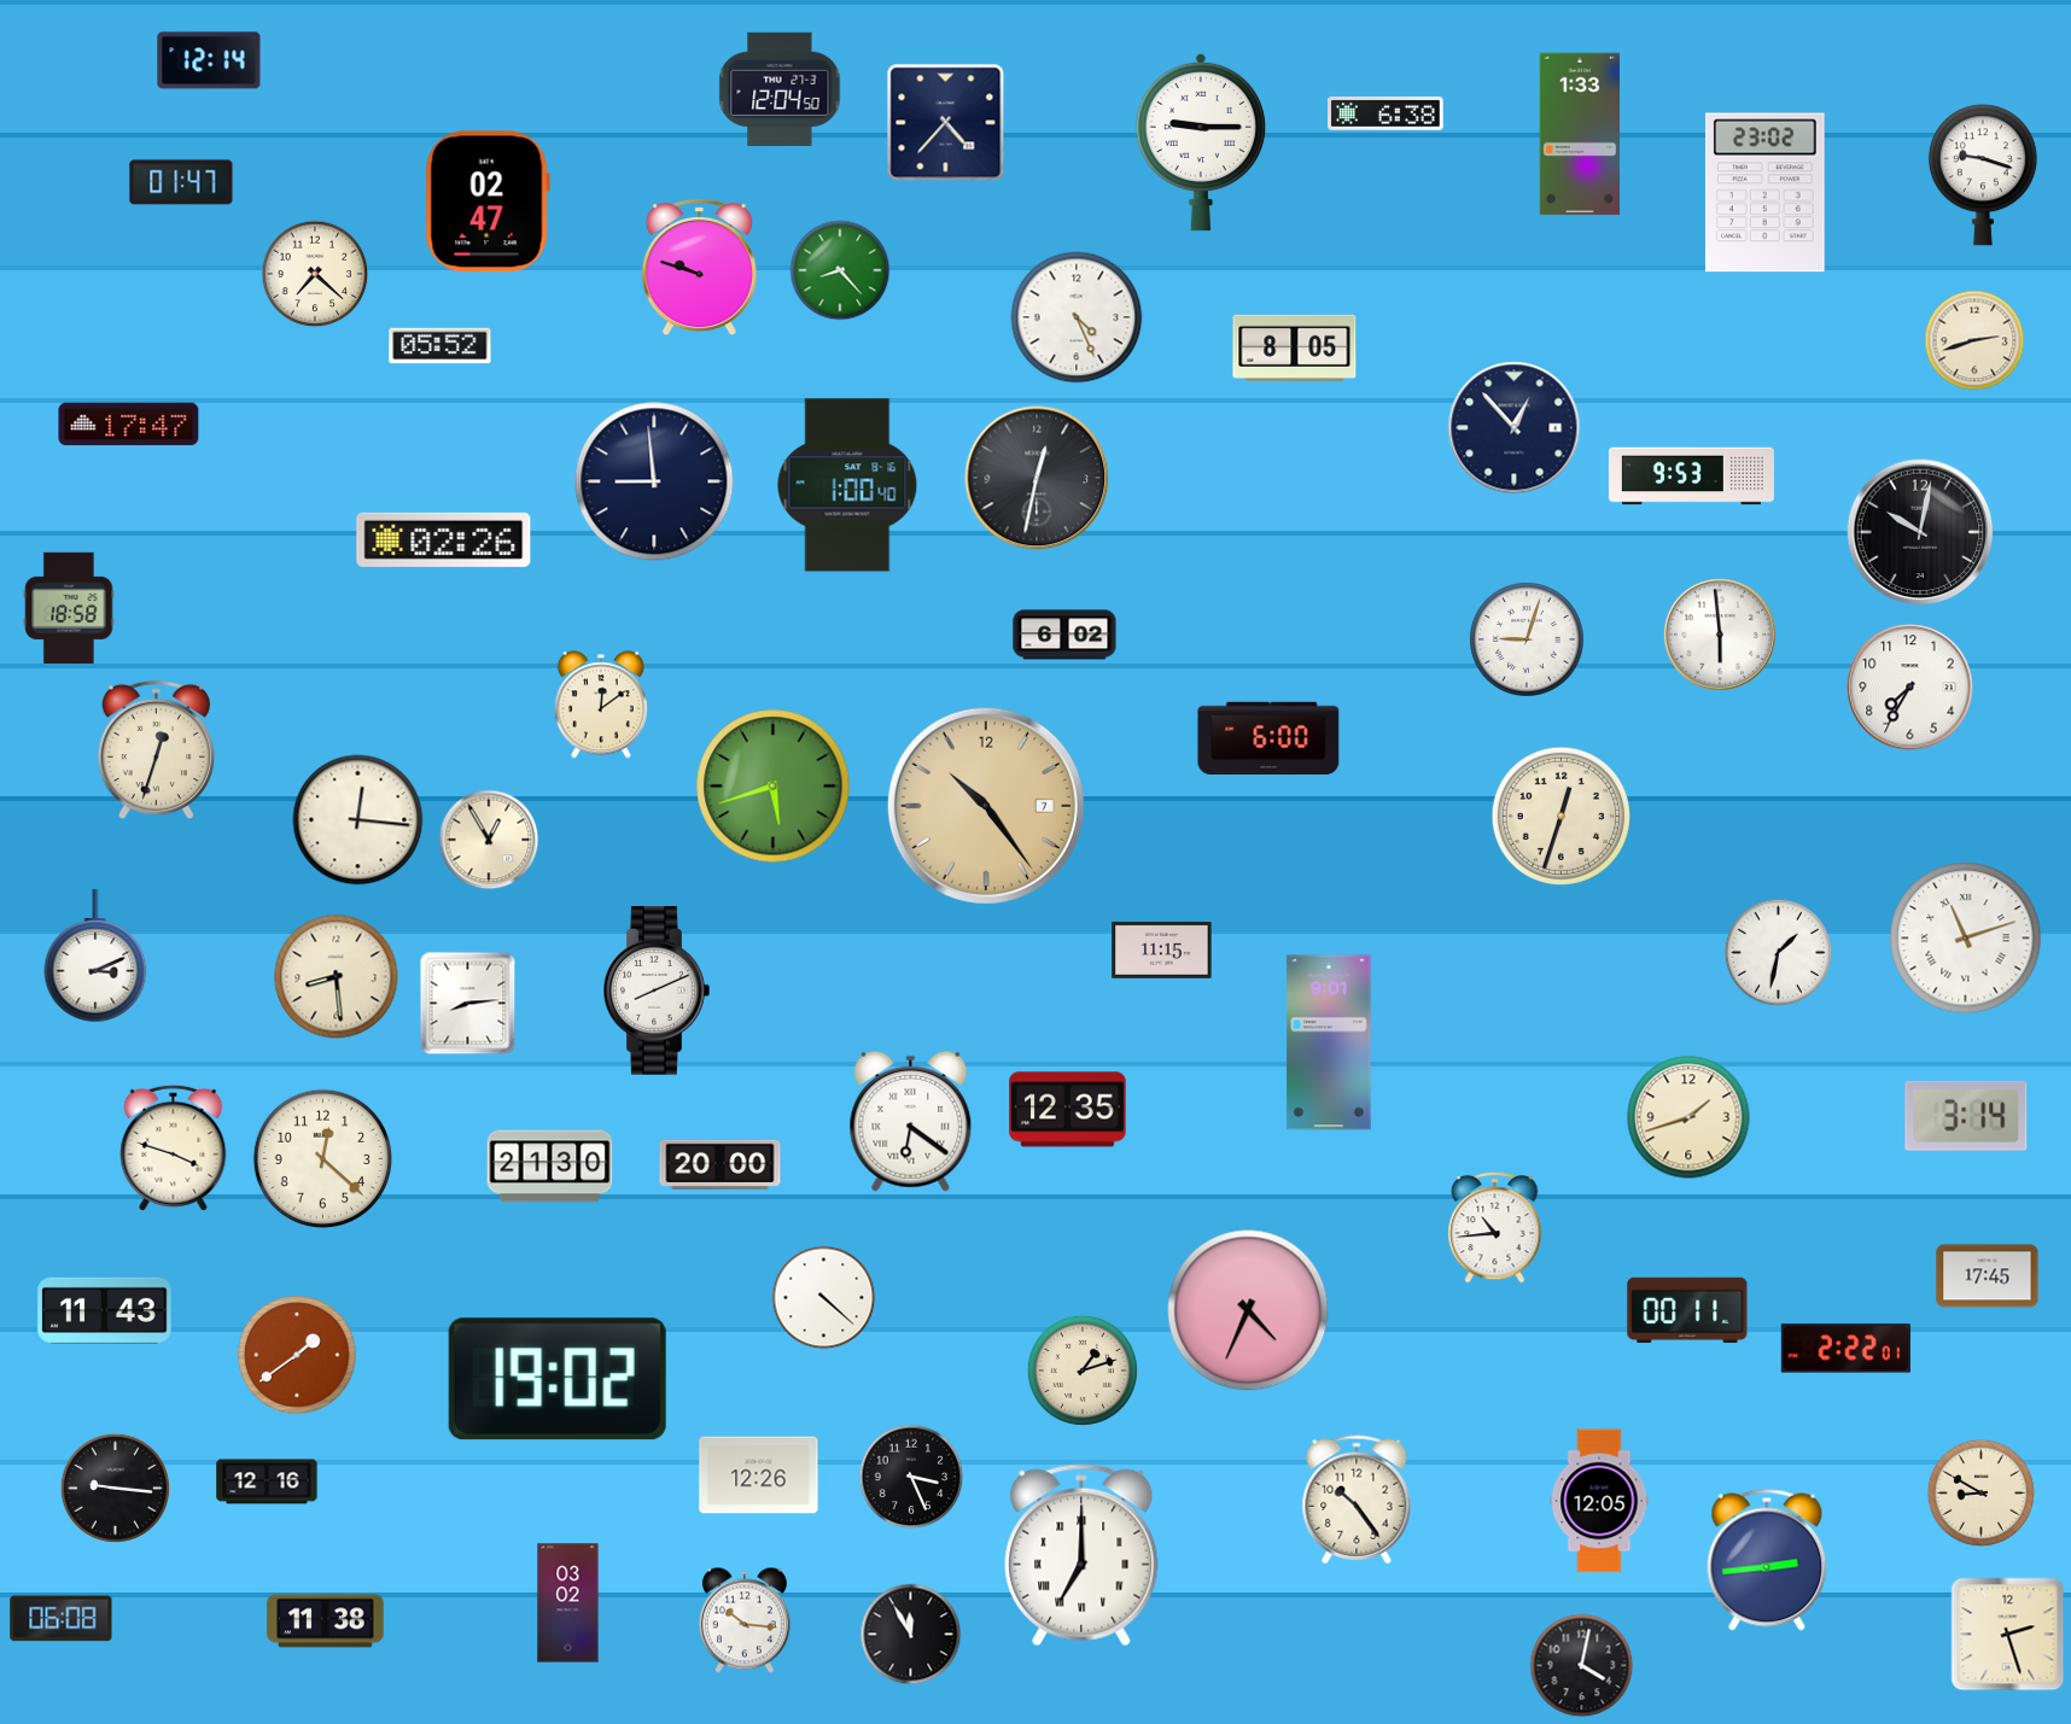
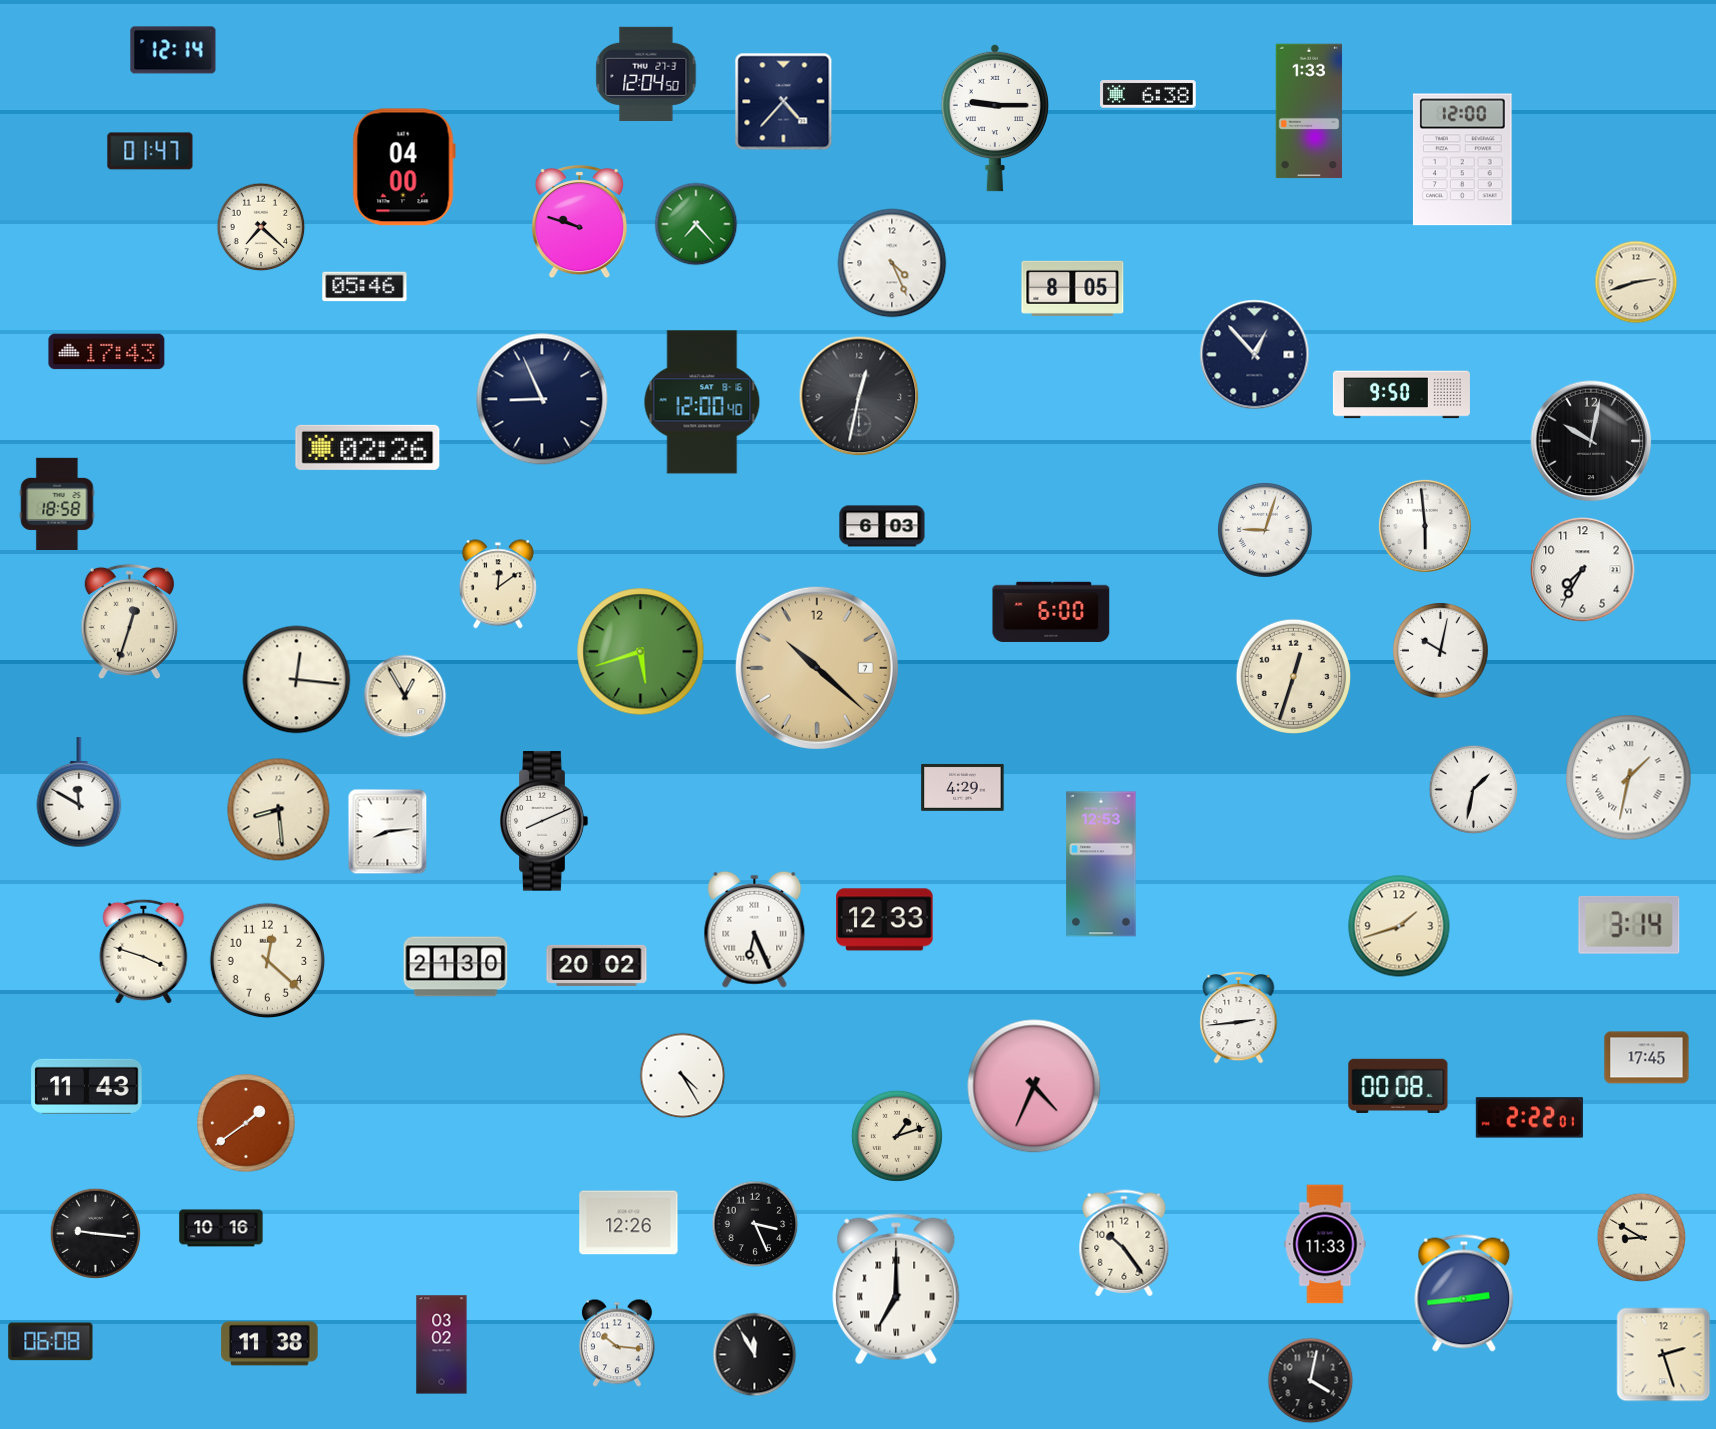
clock at (1983, 175): 9:18 -> none
clock at (1764, 193): 23:02 -> 12:00
clock at (488, 201): 02:47 -> 04:00
clock at (840, 270): 8:23 -> 7:23
clock at (441, 346): 05:52 -> 05:46
clock at (129, 425): 17:47 -> 17:43
clock at (1691, 477): 9:53 -> 9:50
clock at (654, 481): 8:59 -> 8:56
clock at (847, 485): 1:00 -> 12:00
clock at (1064, 635): 6:02 -> 6:03
clock at (1441, 651): none -> 10:02
clock at (986, 806): 10:24 -> 10:22
clock at (1966, 939): 11:12 -> 1:32
clock at (1162, 949): 11:15 -> 4:29
clock at (95, 957): 3:11 -> 11:50
clock at (1329, 1042): 9:01 -> 12:53
clock at (1068, 1110): 12:35 -> 12:33
clock at (911, 1121): 6:21 -> 6:26
clock at (721, 1164): 20:00 -> 20:02
clock at (1495, 1228): 10:44 -> 2:44
clock at (824, 1298): 4:22 -> 4:25
clock at (1687, 1310): 00:11 -> 00:08
clock at (558, 1379): 19:02 -> none
clock at (267, 1482): 12:16 -> 10:16
clock at (1599, 1501): 12:05 -> 11:33
clock at (568, 1603) position: (568, 1603) -> (442, 1345)
